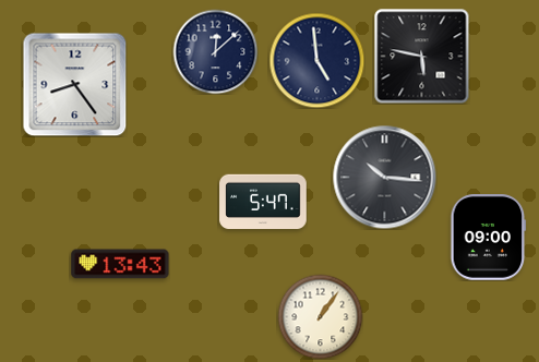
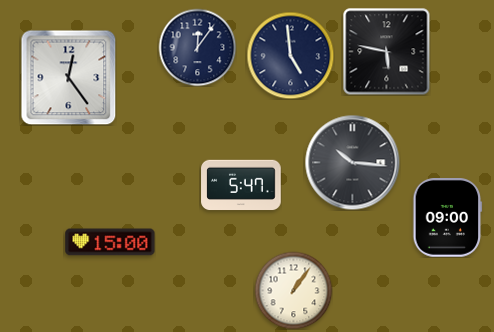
clock at (215, 51): 12:08 -> 12:06
clock at (74, 84): 8:24 -> 12:24
clock at (120, 264): 13:43 -> 15:00
